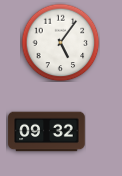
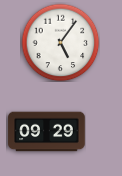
clock at (47, 132): 09:32 -> 09:29
